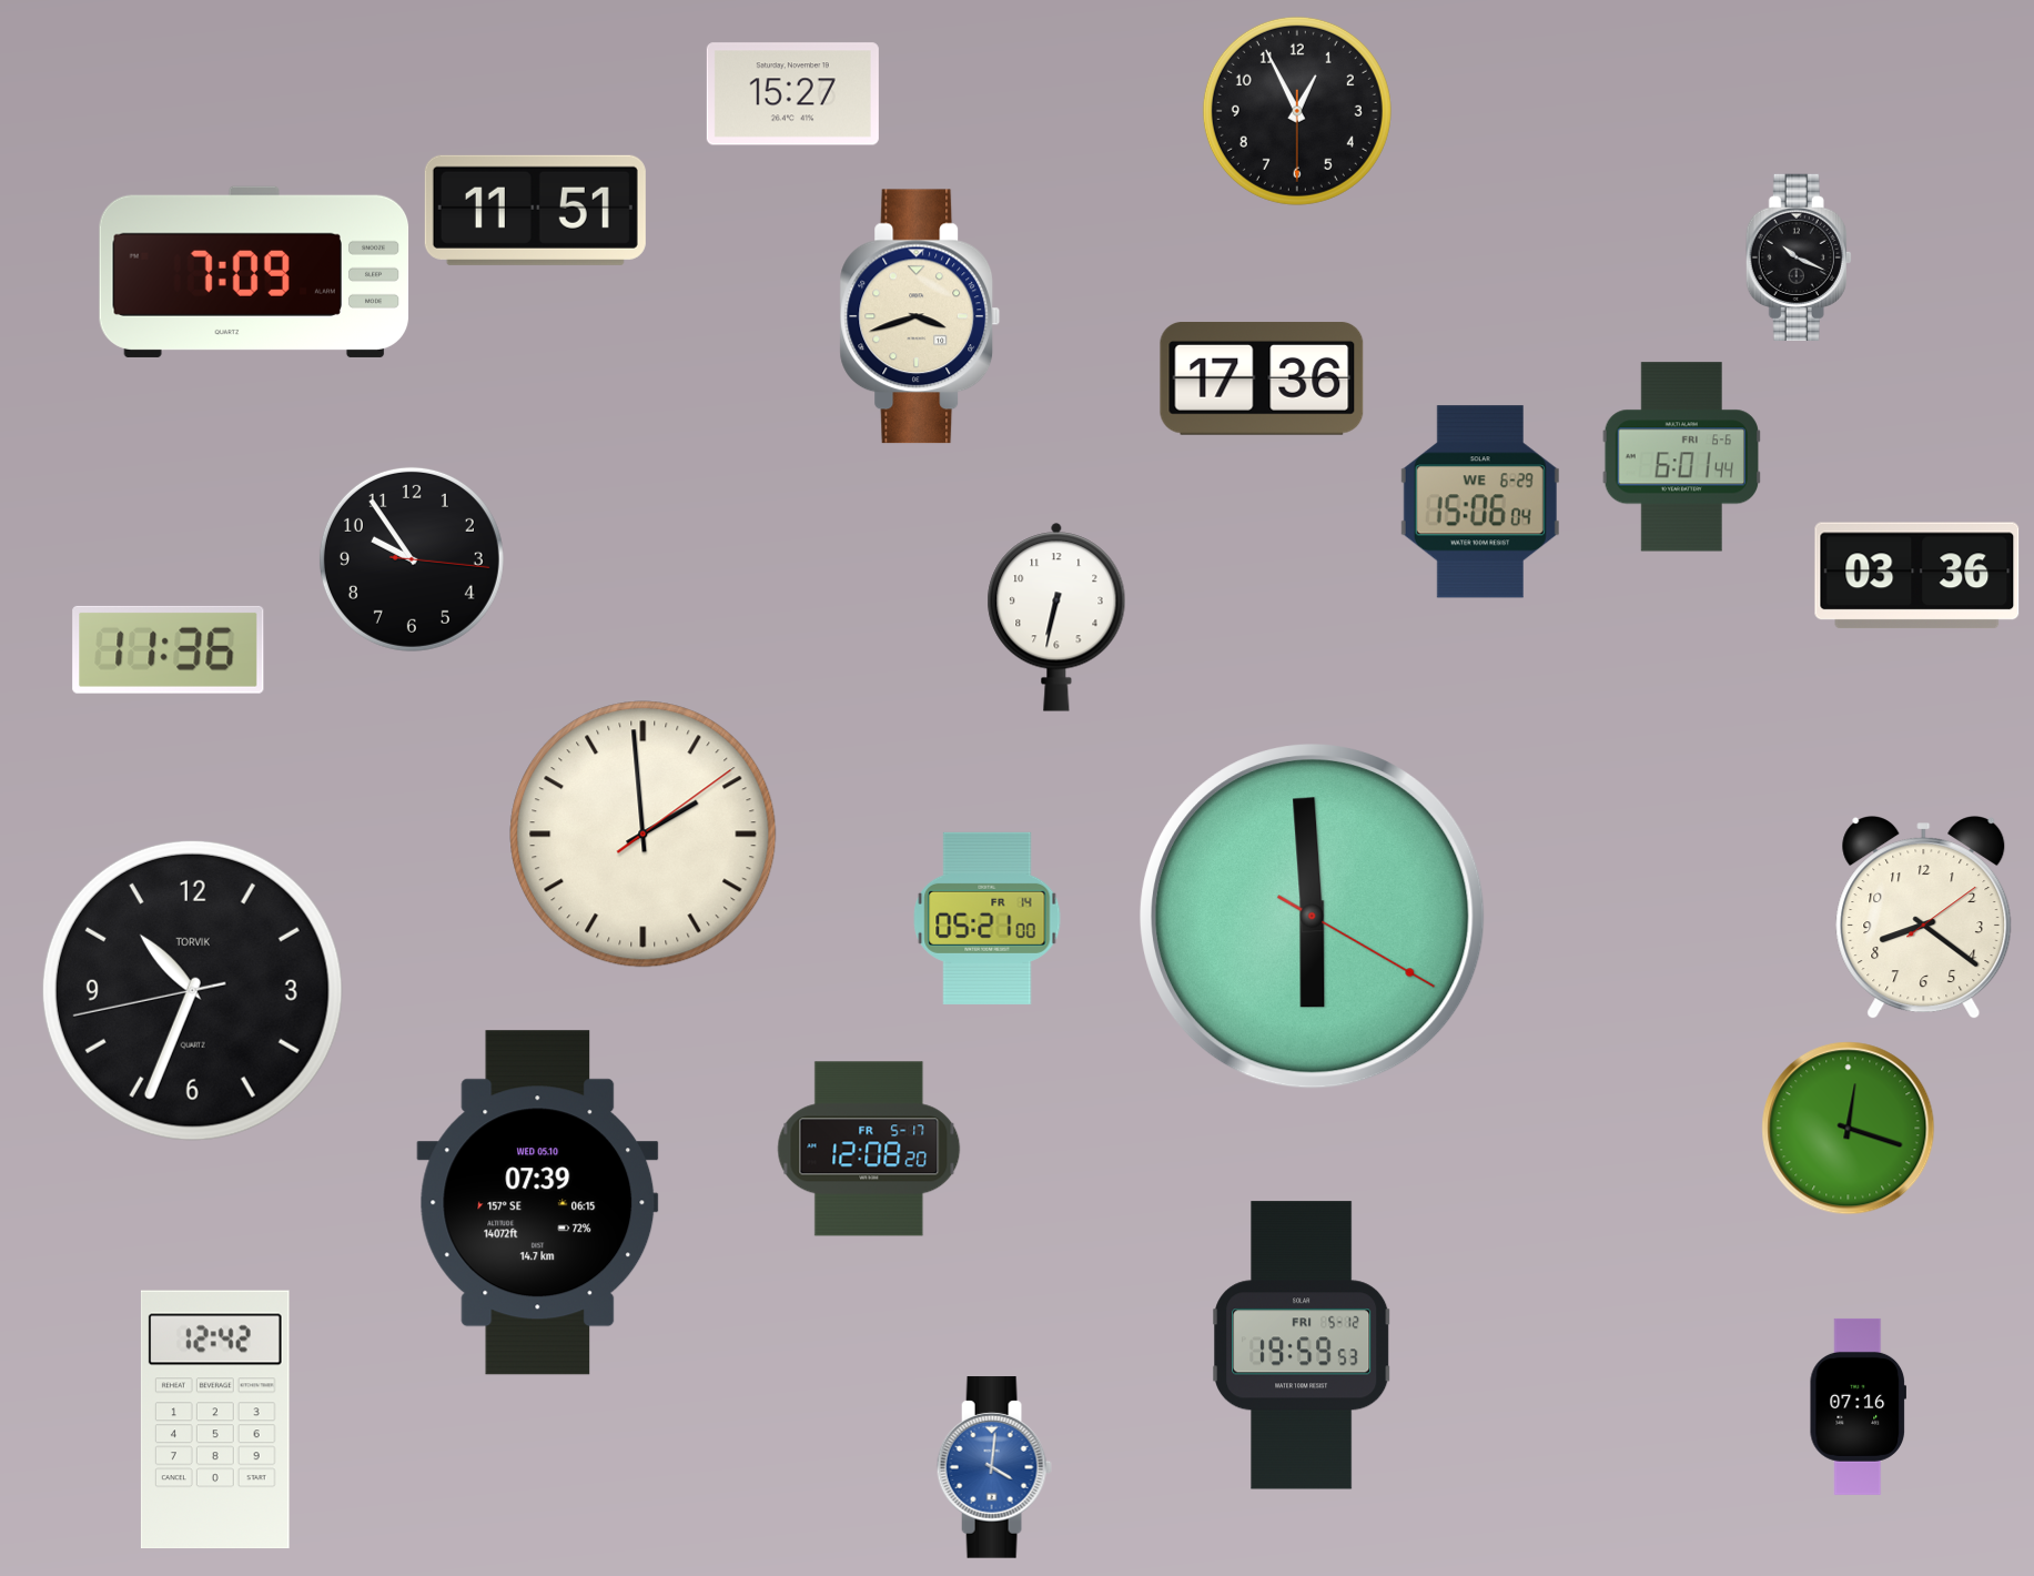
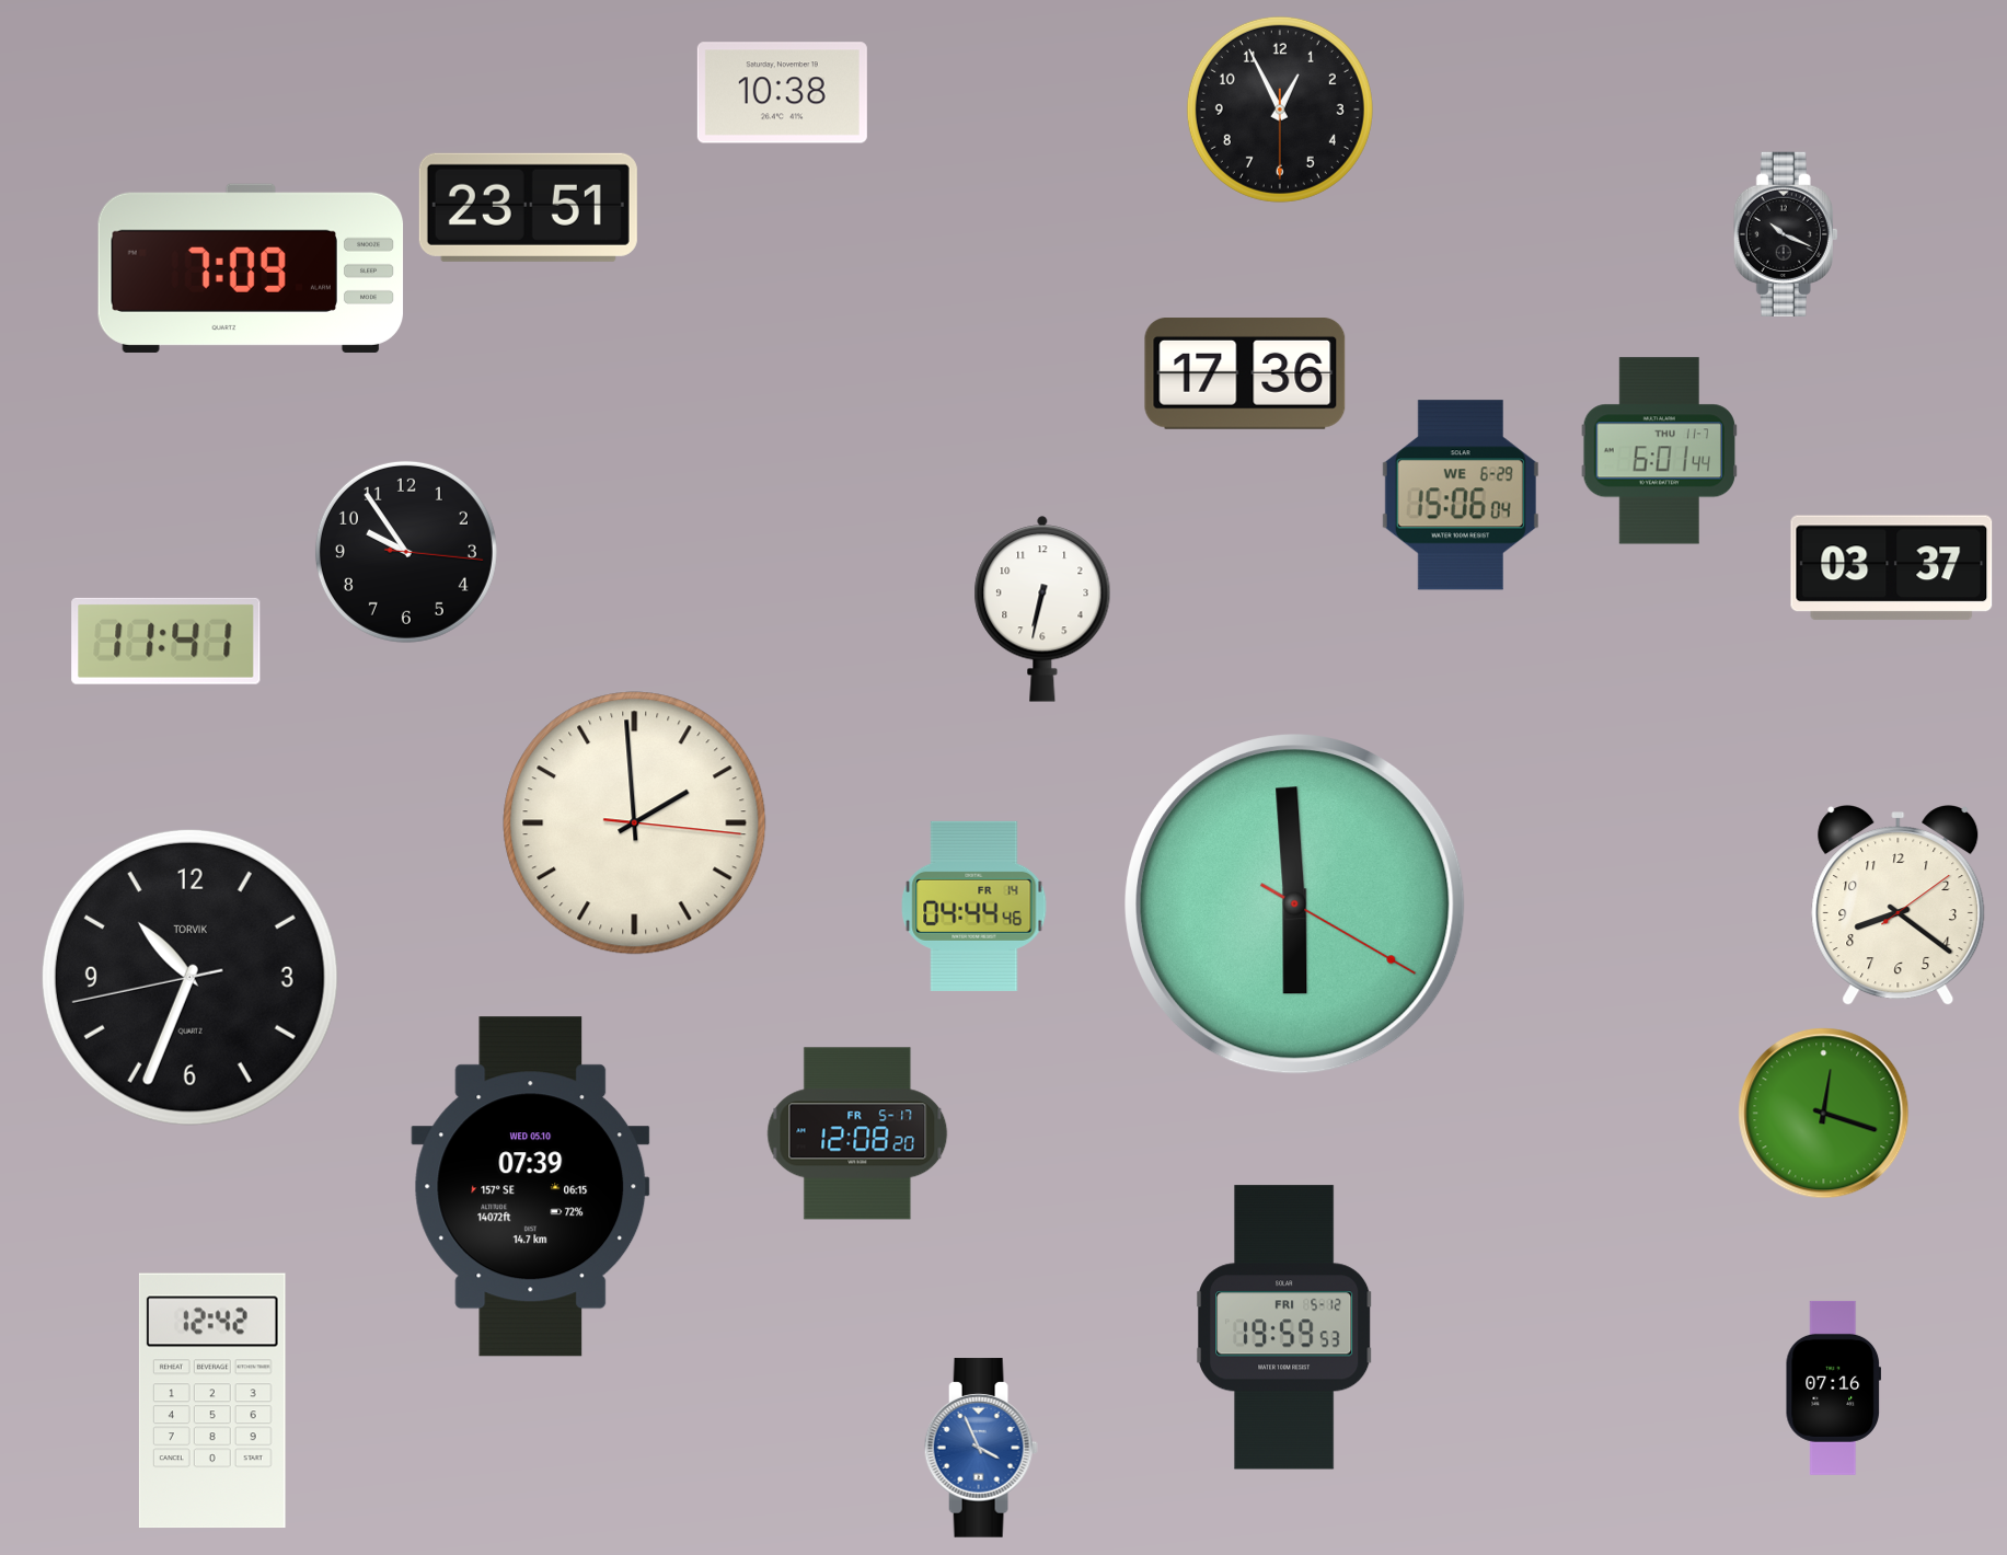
clock at (792, 94): 15:27 -> 10:38
clock at (535, 210): 11:51 -> 23:51
clock at (1799, 257) position: (1799, 257) -> (1786, 234)
clock at (920, 316): 3:42 -> none
clock at (1681, 457) date: FRI 6-6 -> THU 11-7
clock at (1917, 576): 03:36 -> 03:37
clock at (169, 649): 11:36 -> 11:41
clock at (644, 835): 1:59:09 -> 1:59:16
clock at (988, 918): 05:21 -> 04:44
clock at (994, 1467): 4:01 -> 3:56
